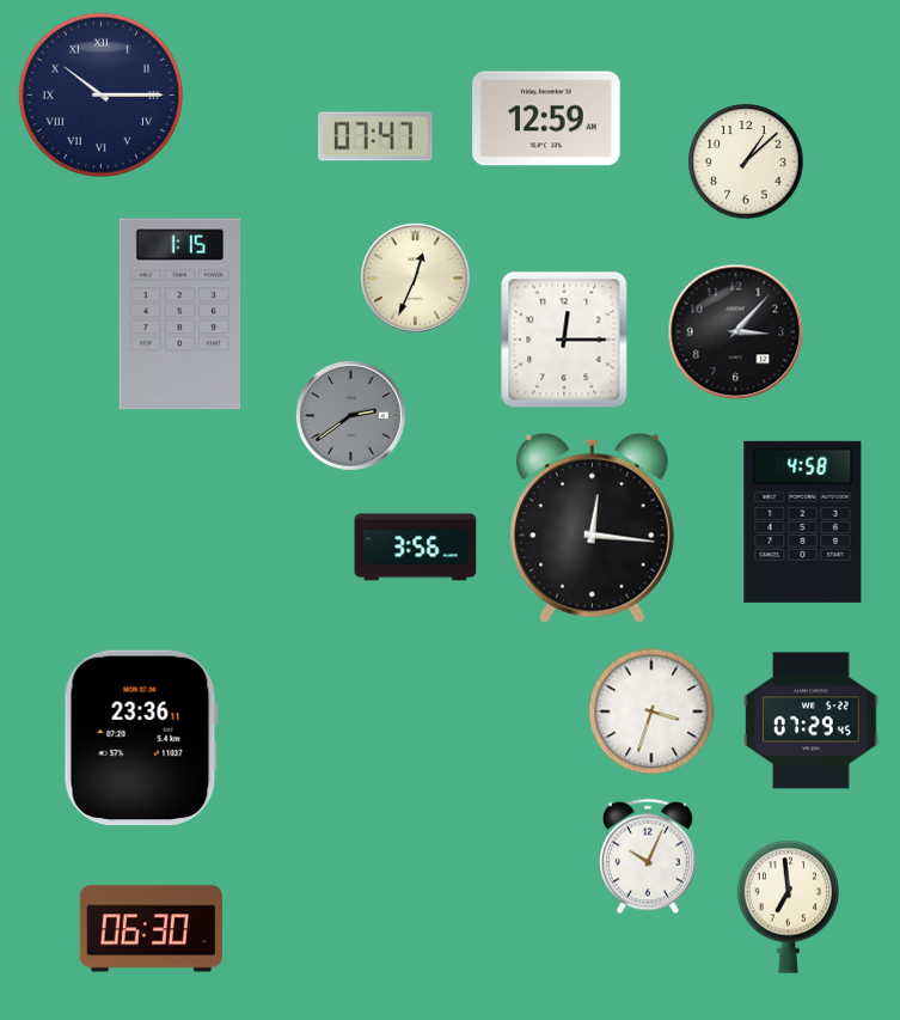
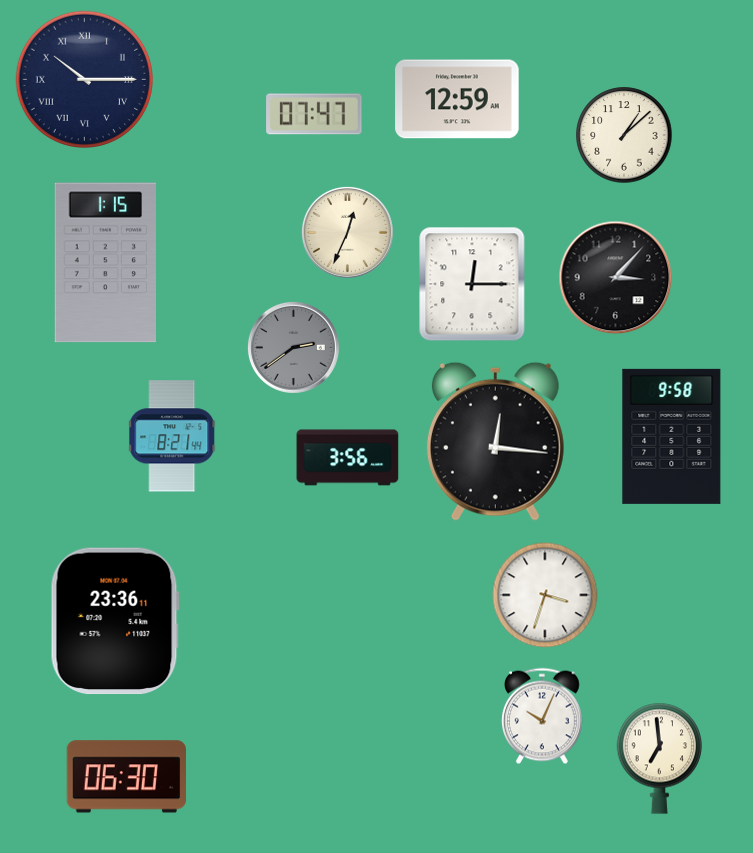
clock at (179, 314) position: (179, 314) -> (105, 263)
clock at (173, 436): none -> 8:21
clock at (803, 521): 4:58 -> 9:58
clock at (812, 721): 07:29 -> none
clock at (141, 738) position: (141, 738) -> (115, 621)
